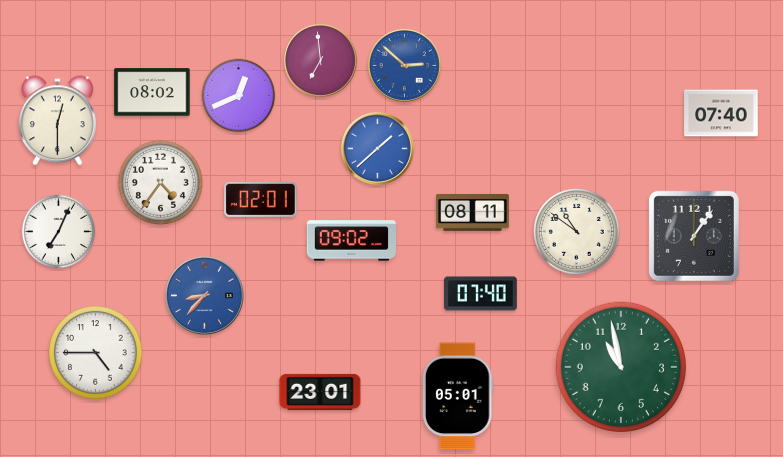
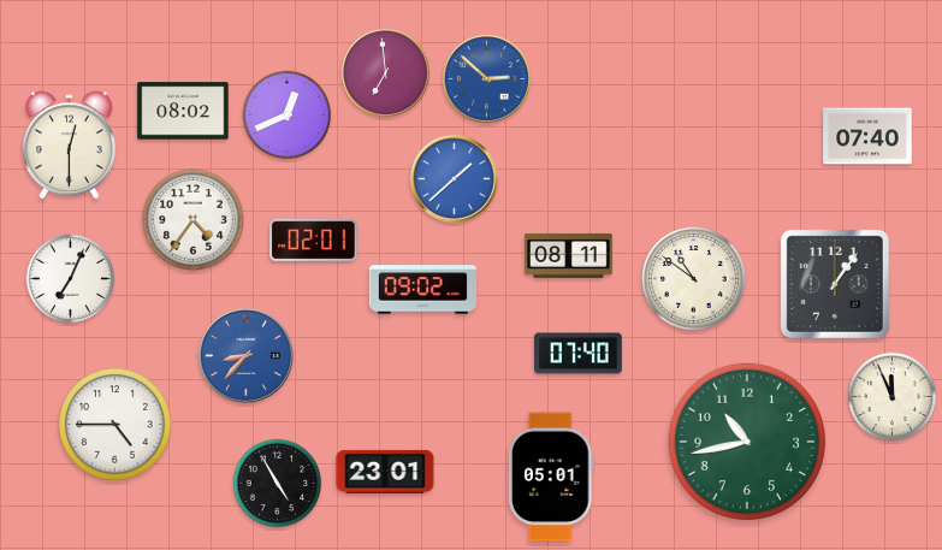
clock at (893, 397): none -> 11:56
clock at (621, 367): 10:58 -> 10:43
clock at (278, 484): none -> 4:55
